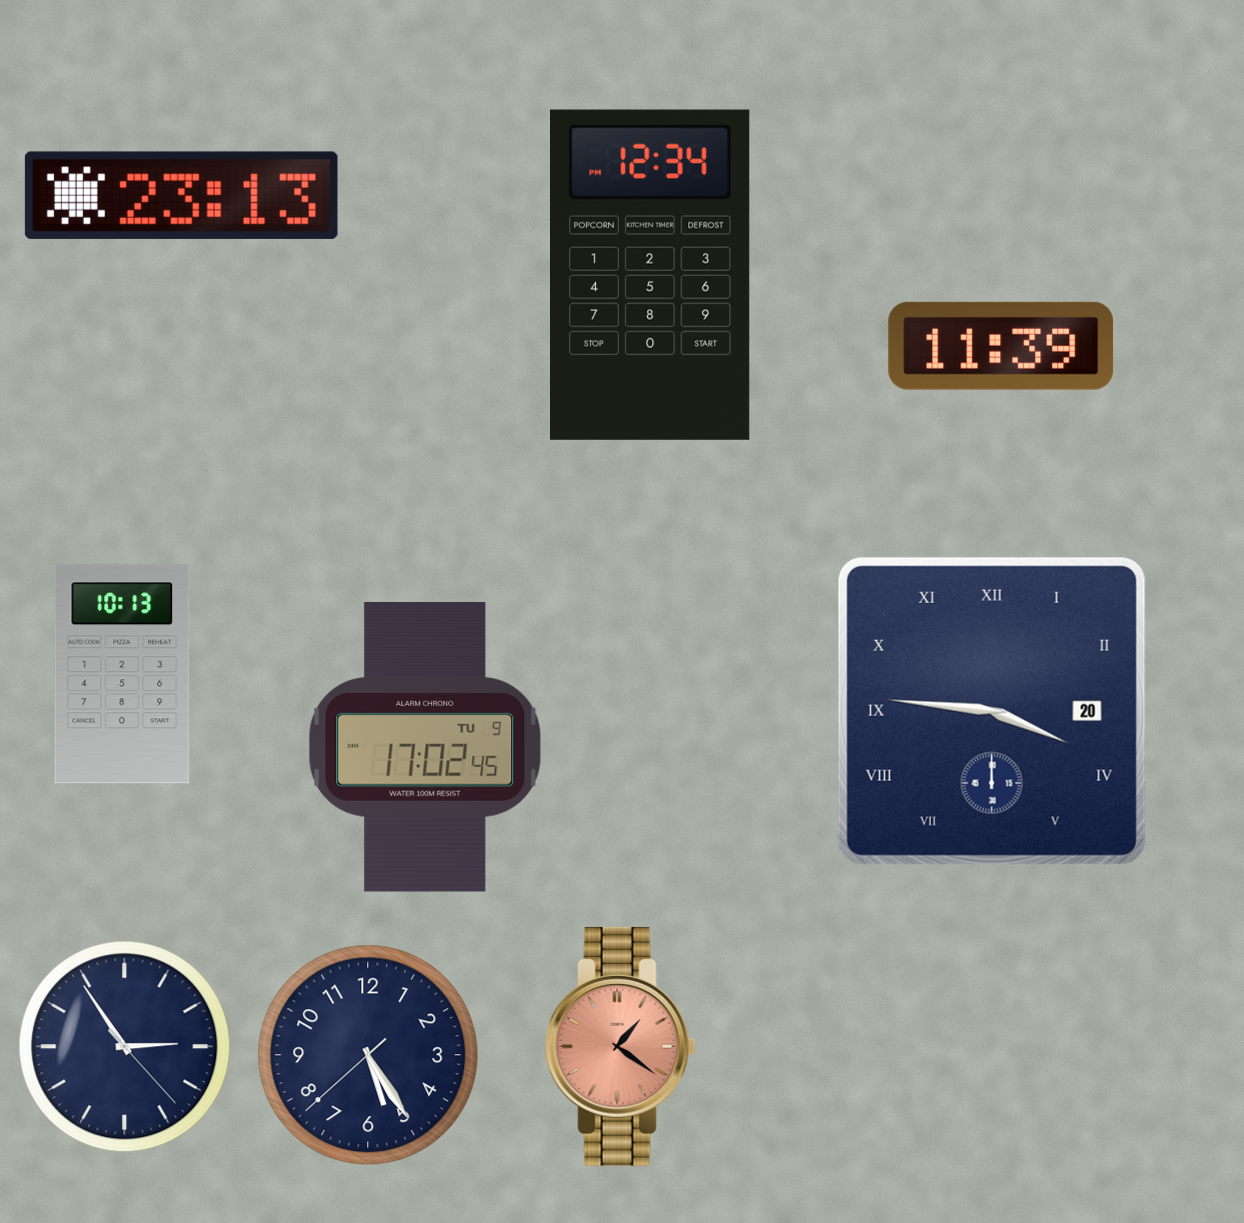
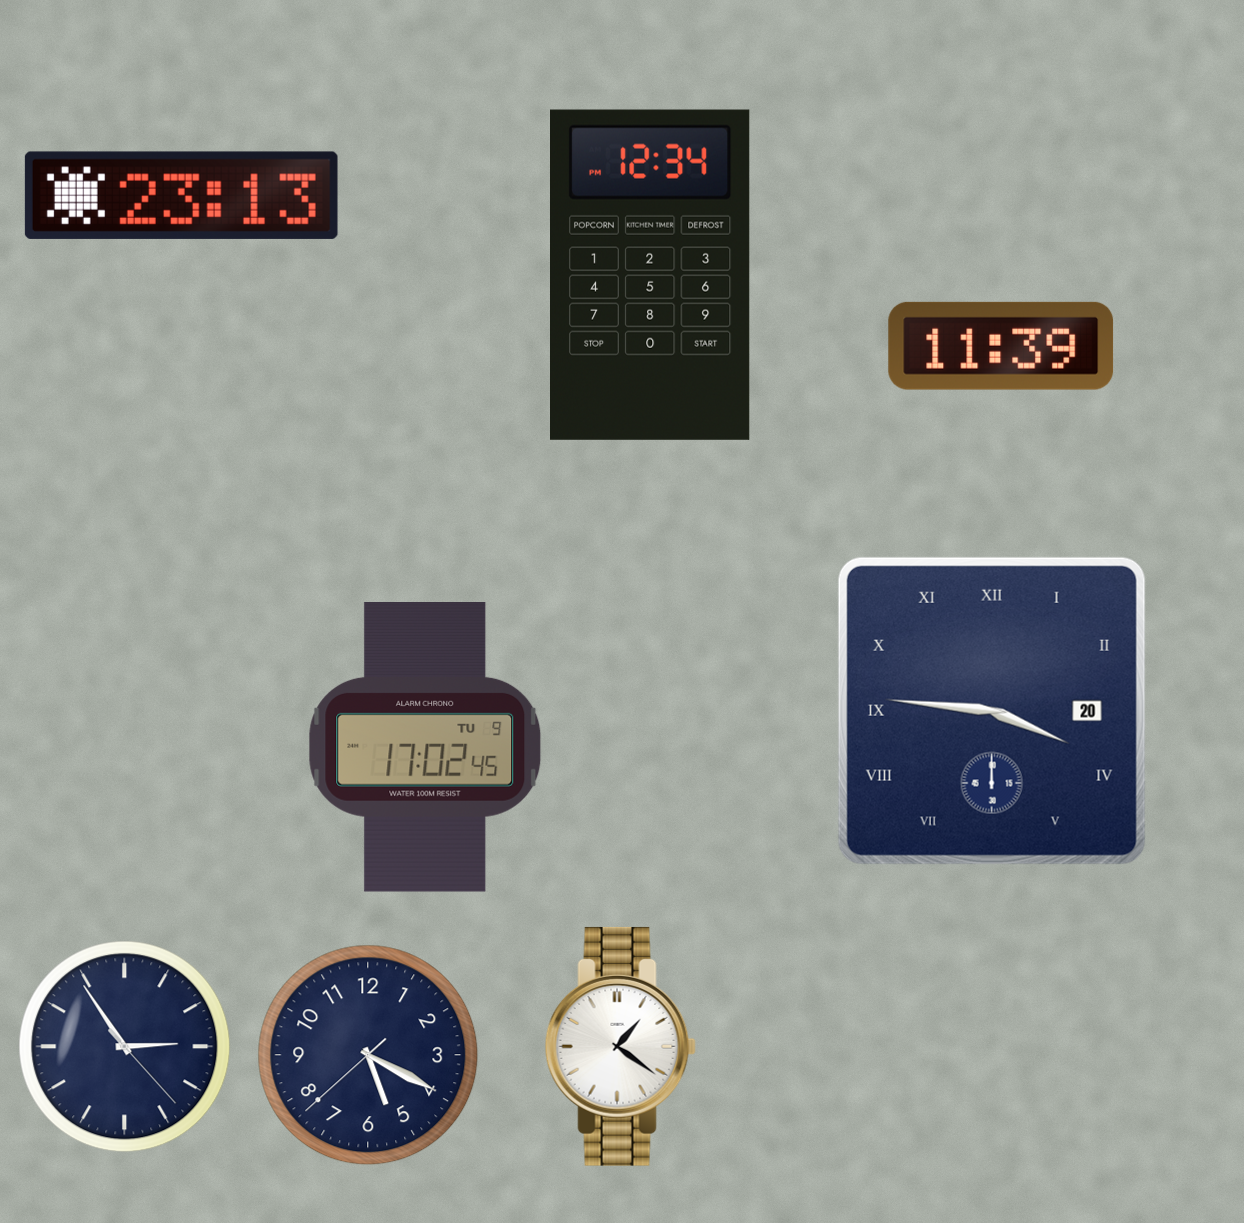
clock at (122, 674): 10:13 -> none
clock at (620, 1046) dial: salmon -> white
clock at (368, 1055): 5:24 -> 5:19
